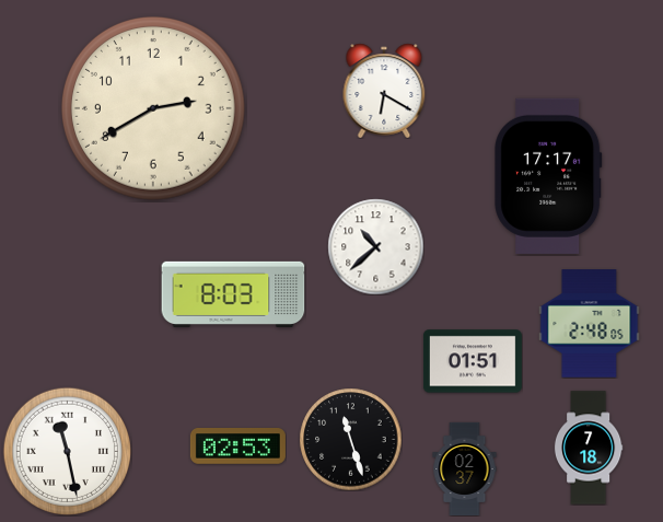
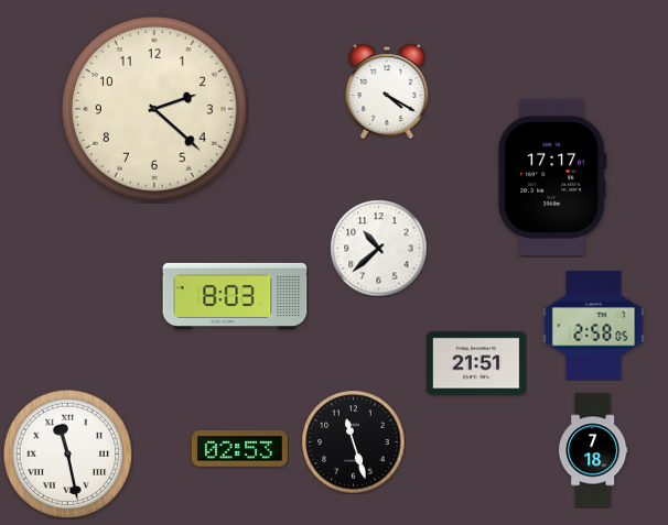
clock at (384, 91): 6:20 -> 4:20
clock at (153, 108): 2:40 -> 2:22
clock at (590, 324): 2:48 -> 2:58
clock at (473, 361): 01:51 -> 21:51
clock at (465, 468): 02:37 -> none
